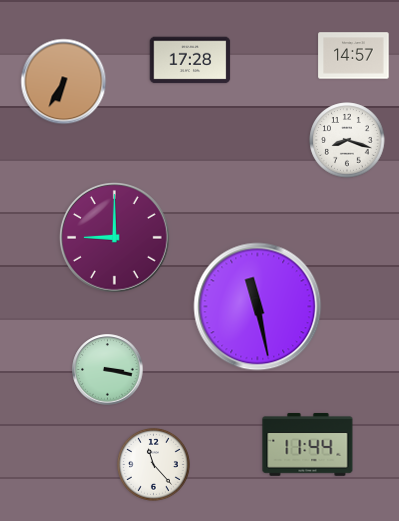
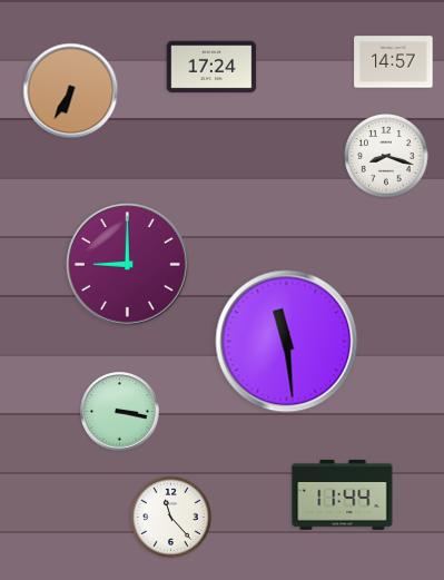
clock at (190, 60): 17:28 -> 17:24
clock at (258, 307): 11:28 -> 11:29
